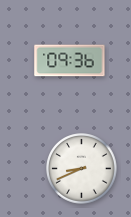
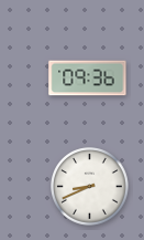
clock at (70, 61) position: (70, 61) -> (88, 79)
